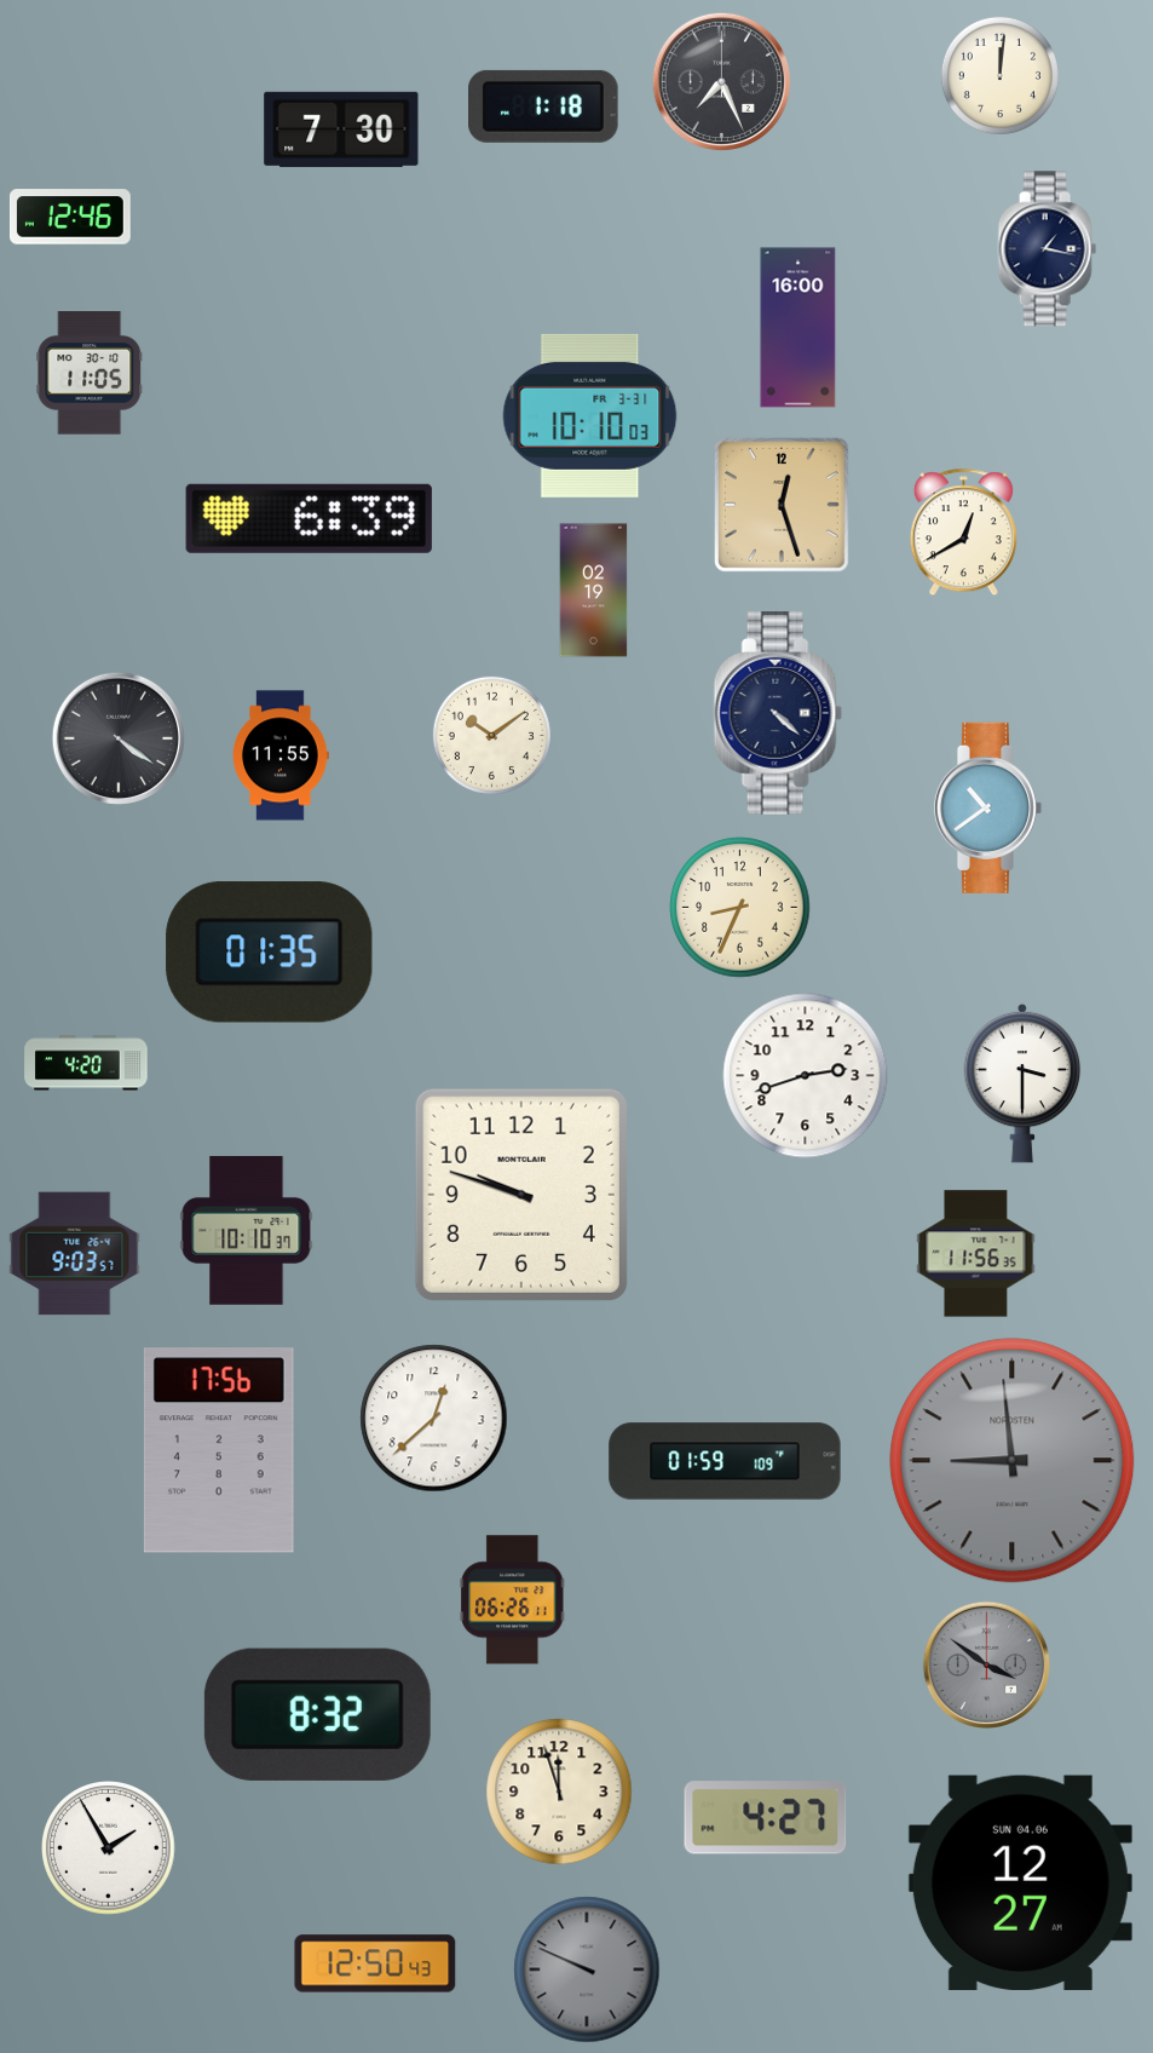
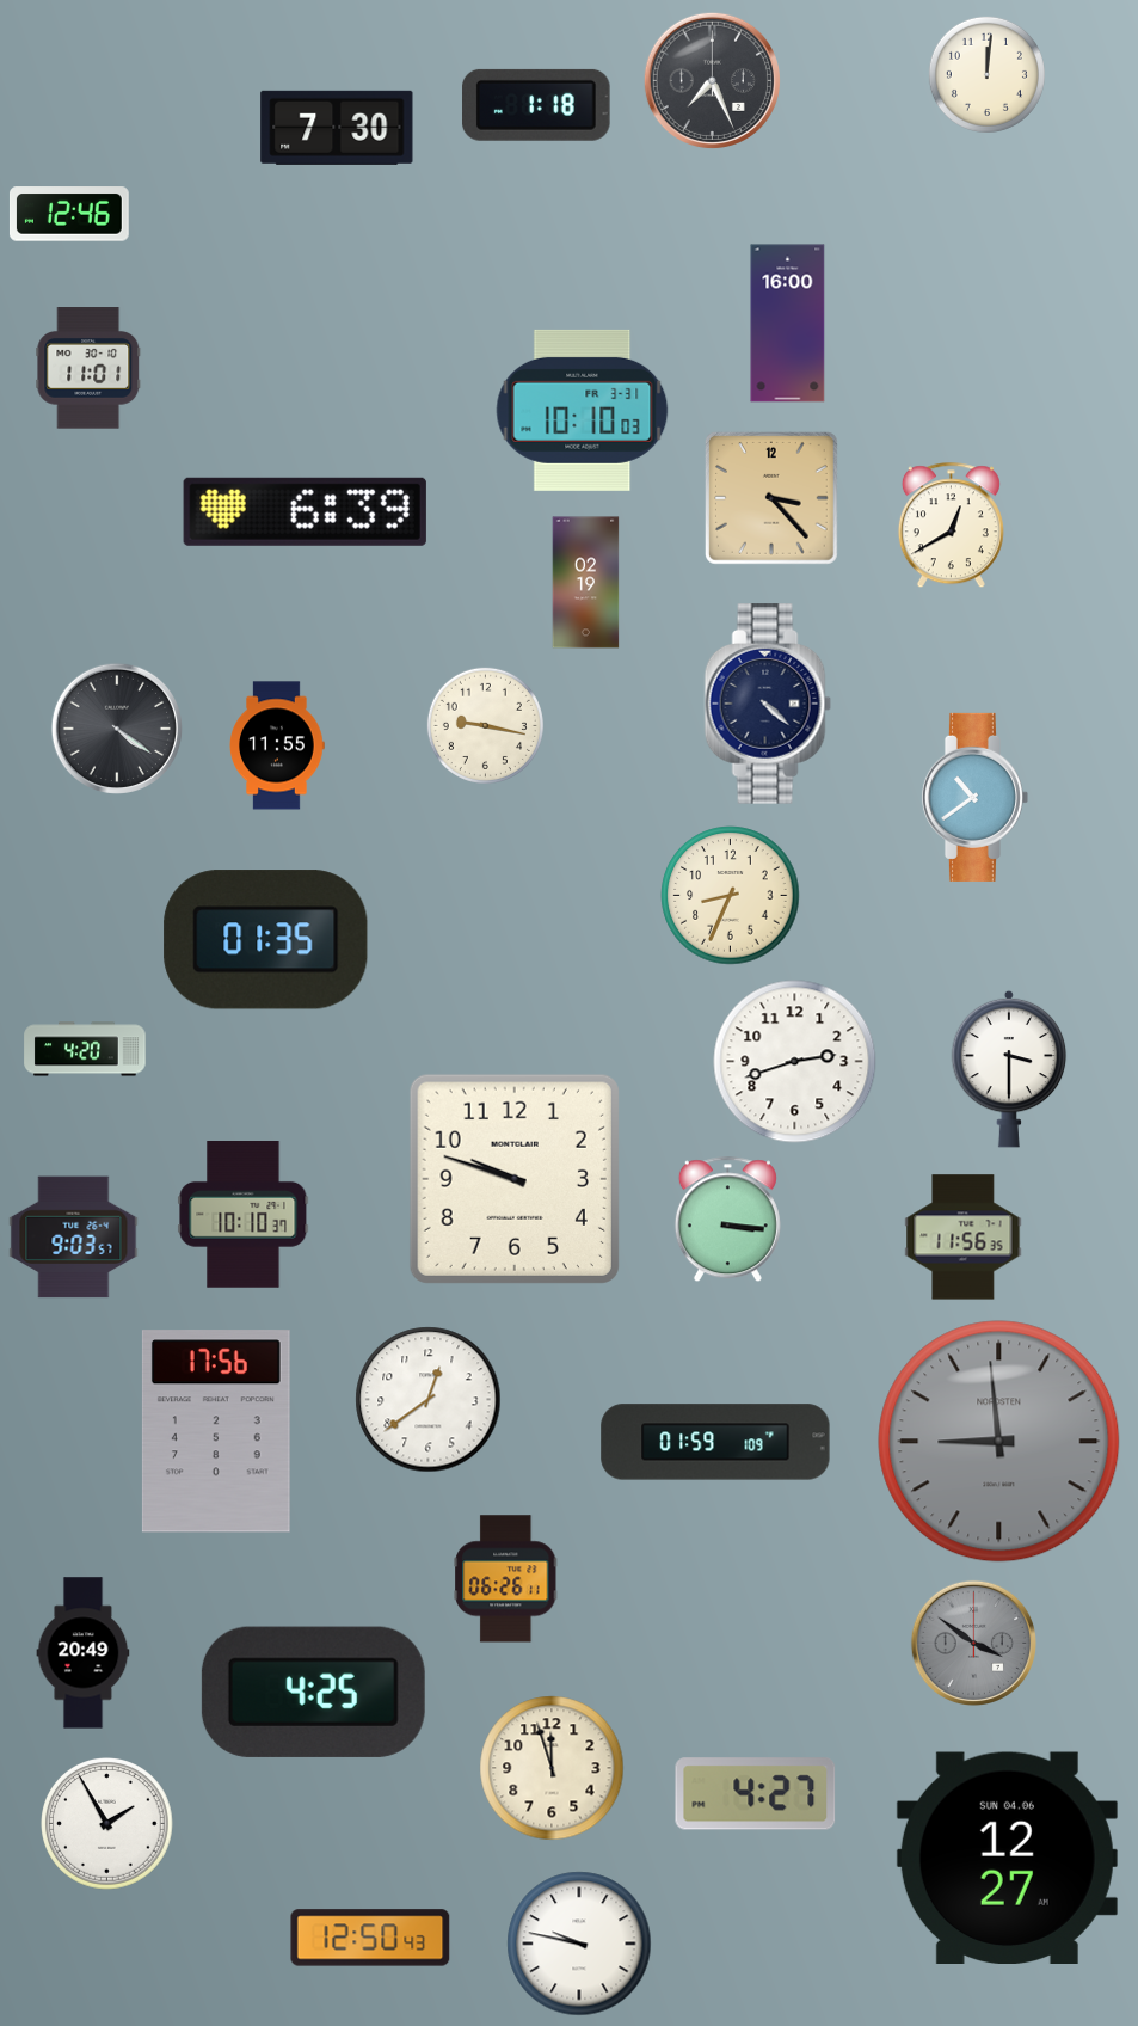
clock at (1047, 249): 1:17 -> none
clock at (90, 373): 11:05 -> 11:01
clock at (782, 505): 12:27 -> 3:23
clock at (491, 735): 10:09 -> 9:17
clock at (727, 1220): none -> 3:16
clock at (434, 1419): 12:38 -> 12:39
clock at (84, 1653): none -> 20:49
clock at (317, 1714): 8:32 -> 4:25
clock at (587, 1969): 9:49 -> 9:47
clock at (587, 1969) dial: grey -> white
